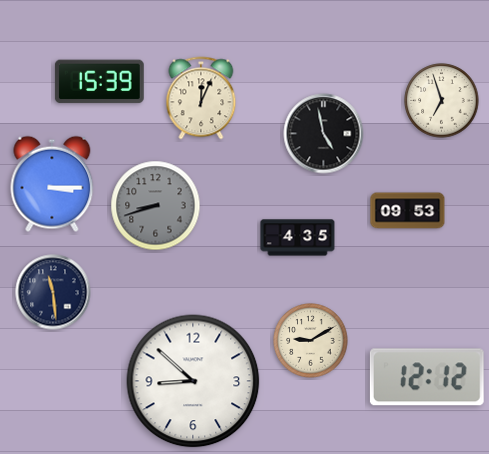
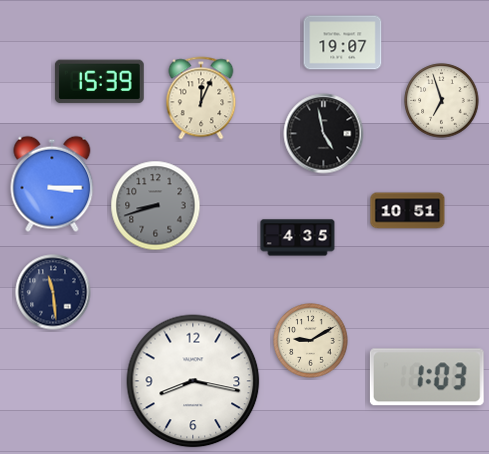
clock at (343, 43): none -> 19:07
clock at (408, 211): 09:53 -> 10:51
clock at (427, 377): 12:12 -> 1:03
clock at (193, 381): 8:52 -> 8:17
